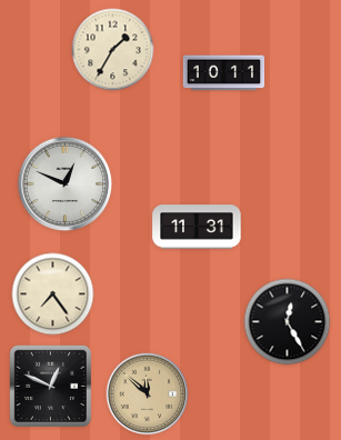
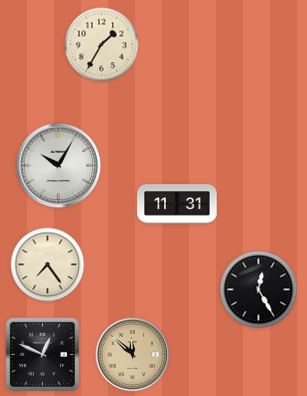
clock at (224, 73): 10:11 -> none
clock at (66, 184): 12:49 -> 10:05
clock at (50, 386) position: (50, 386) -> (42, 354)
